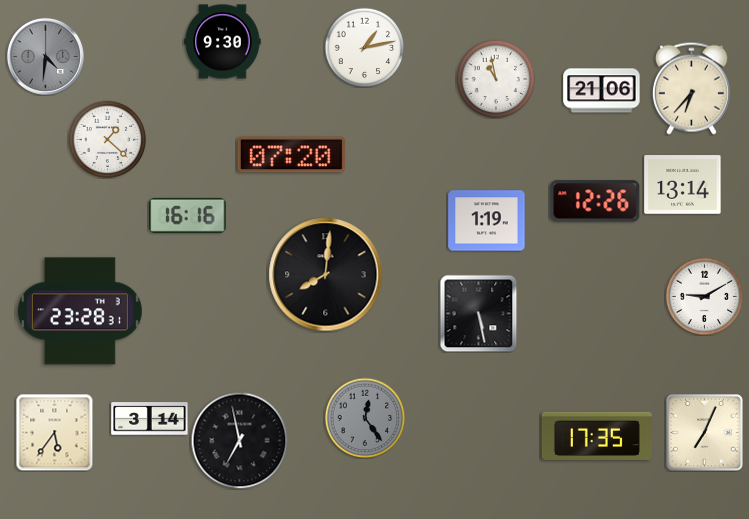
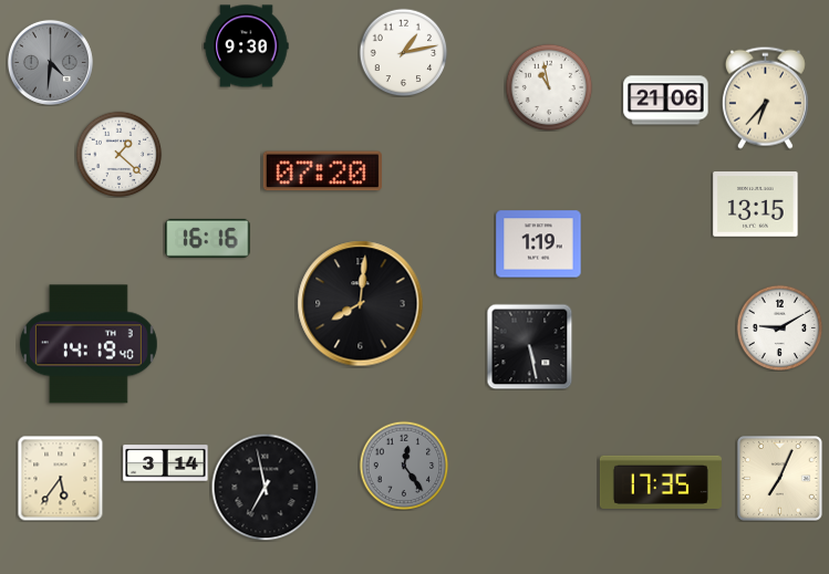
clock at (683, 185): 13:14 -> 13:15
clock at (595, 201): 12:26 -> none
clock at (80, 311): 23:28 -> 14:19
clock at (365, 418) position: (365, 418) -> (404, 466)
